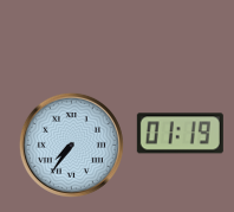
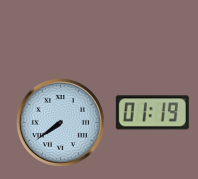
clock at (71, 144): 7:36 -> 7:39
